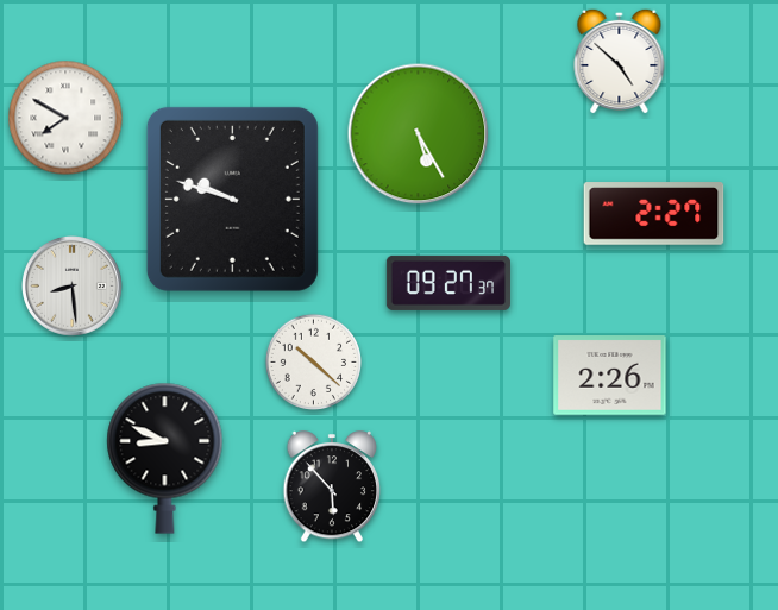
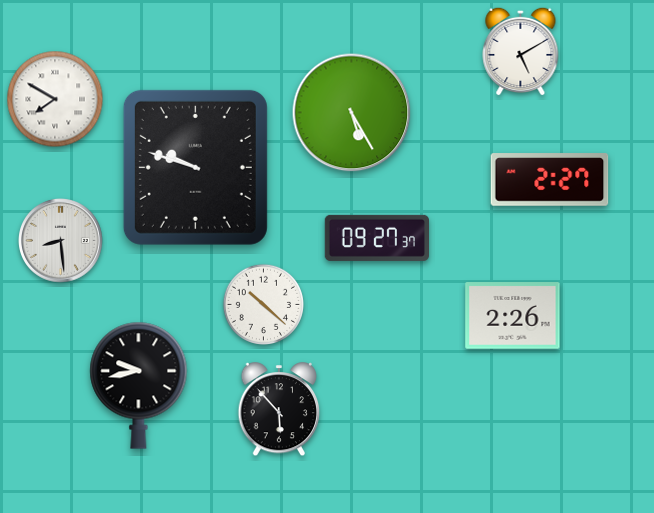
clock at (620, 61): 4:52 -> 5:10
clock at (165, 458): 8:49 -> 9:43
